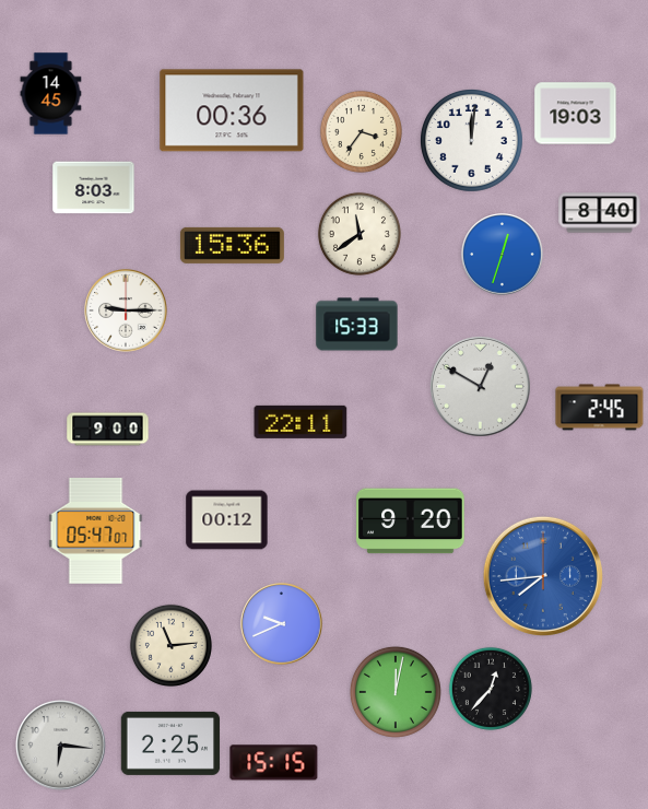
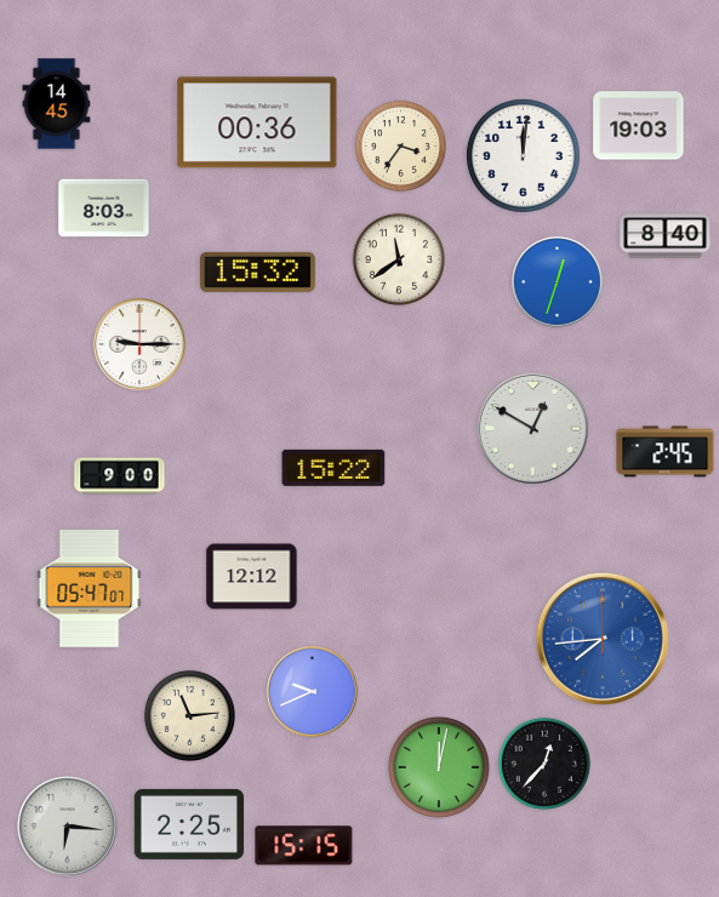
clock at (232, 245): 15:36 -> 15:32
clock at (357, 325): 15:33 -> none
clock at (301, 422): 22:11 -> 15:22
clock at (227, 520): 00:12 -> 12:12
clock at (411, 521): 9:20 -> none
clock at (96, 531) position: (96, 531) -> (90, 589)
